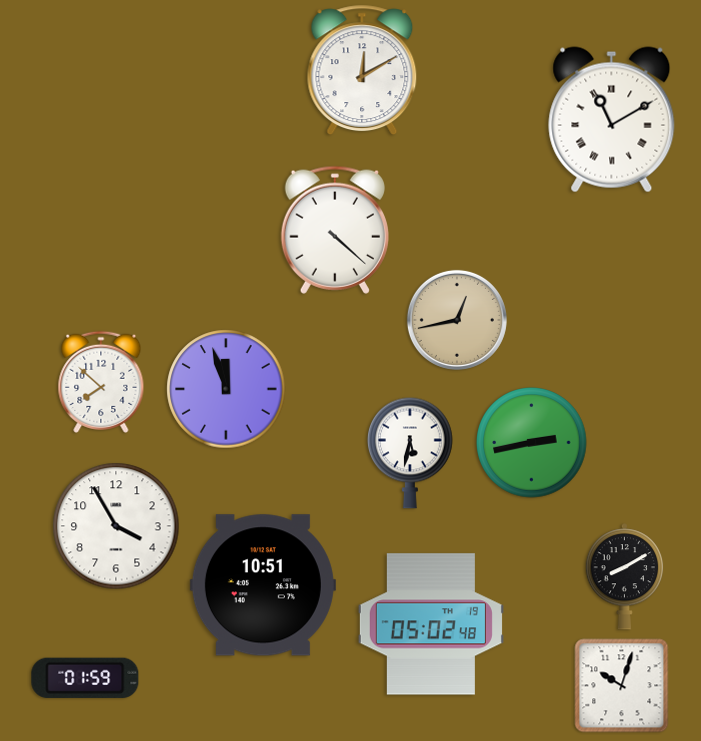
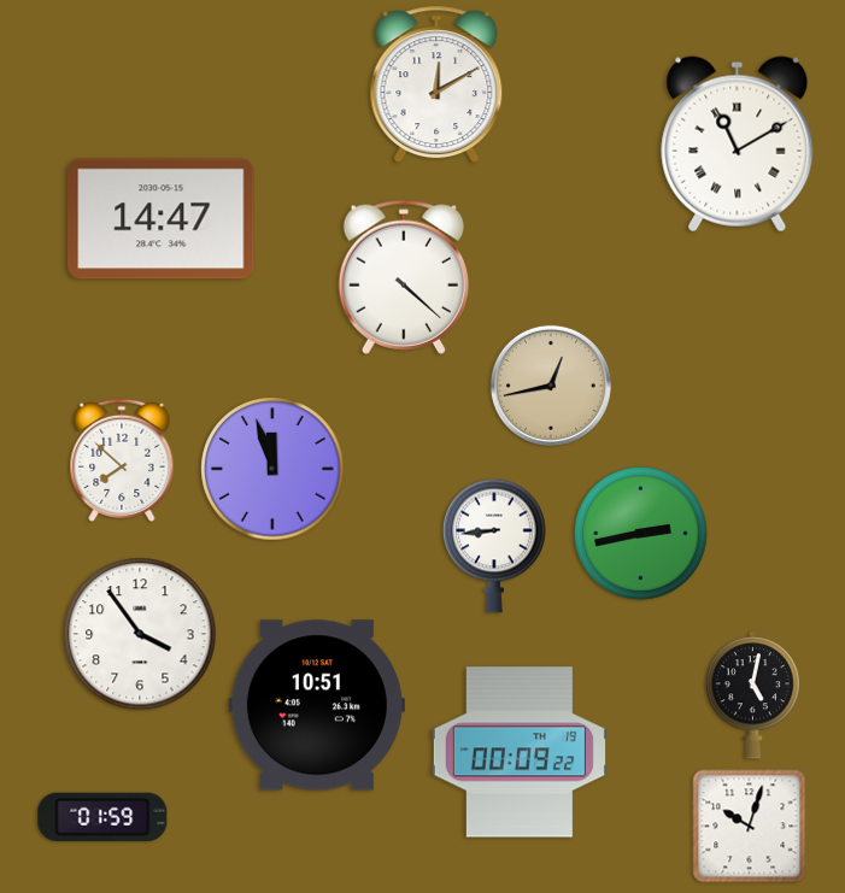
clock at (162, 219): none -> 14:47
clock at (411, 453): 5:32 -> 8:44
clock at (116, 526): 3:55 -> 3:54
clock at (625, 577): 8:10 -> 5:02
clock at (431, 624): 05:02 -> 00:09
